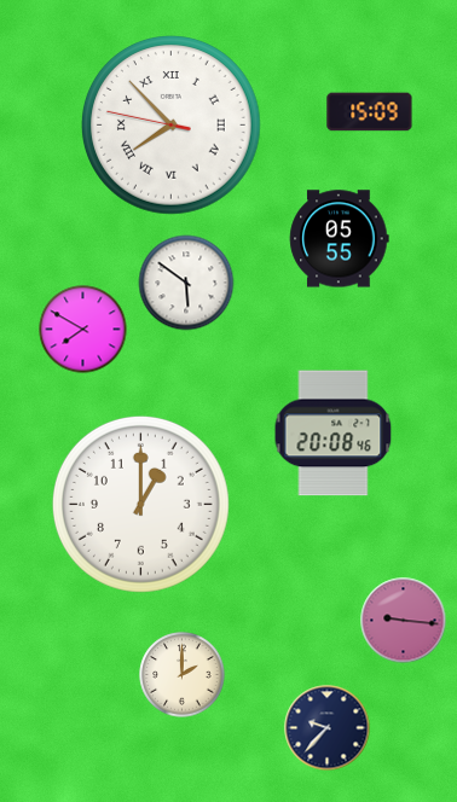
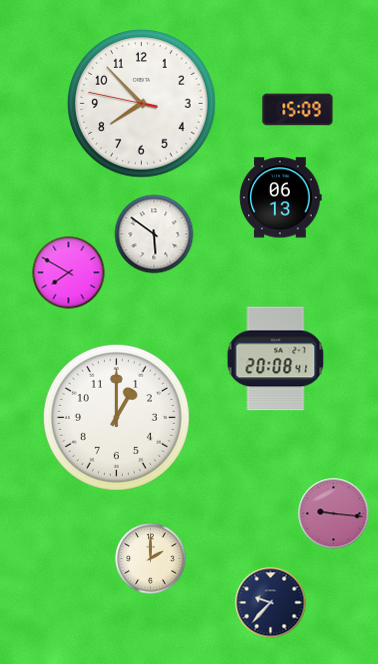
clock at (370, 112) position: (370, 112) -> (298, 110)
clock at (172, 126) numerals: Roman -> Arabic
clock at (340, 239): 05:55 -> 06:13
clock at (334, 434): 20:08:46 -> 20:08:41
